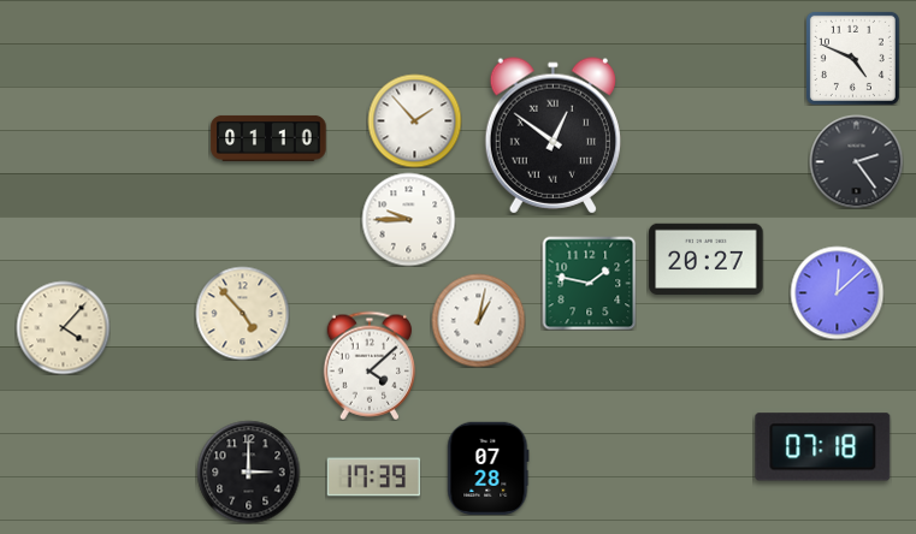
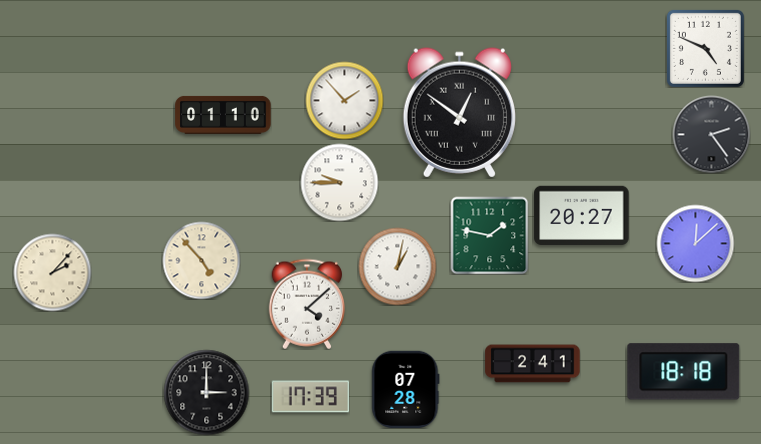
clock at (852, 58) position: (852, 58) -> (705, 48)
clock at (707, 259) position: (707, 259) -> (582, 215)
clock at (63, 327): 4:07 -> 2:07
clock at (533, 364): none -> 2:41
clock at (823, 447): 07:18 -> 18:18
